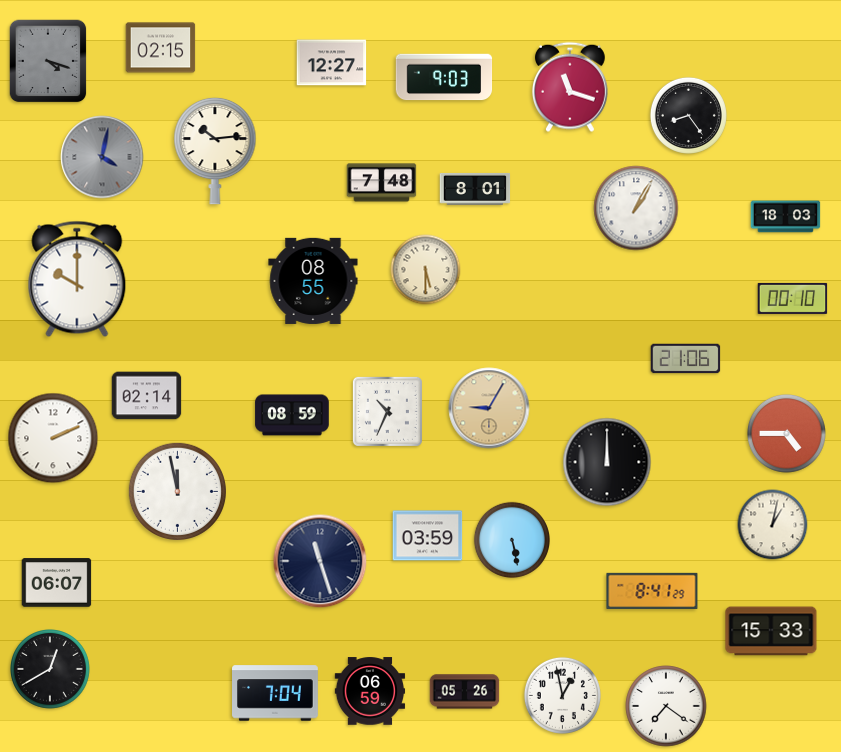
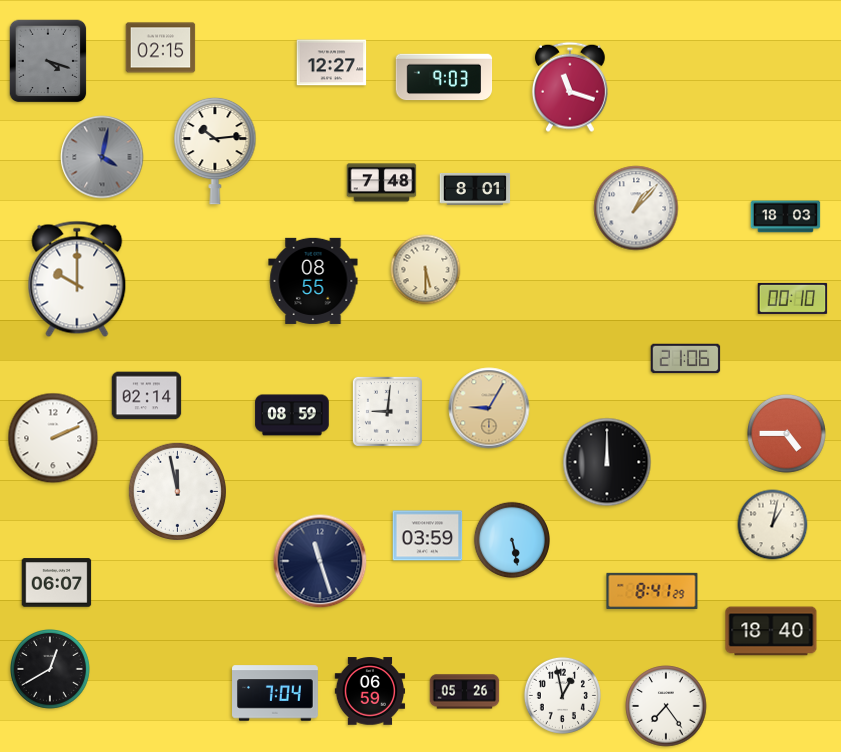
clock at (688, 115): 8:24 -> none
clock at (636, 208): 1:05 -> 1:07
clock at (387, 411): 10:34 -> 9:01
clock at (771, 631): 15:33 -> 18:40
clock at (666, 706): 7:21 -> 7:24
